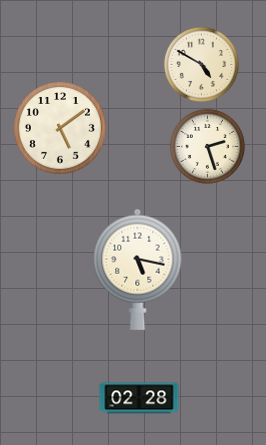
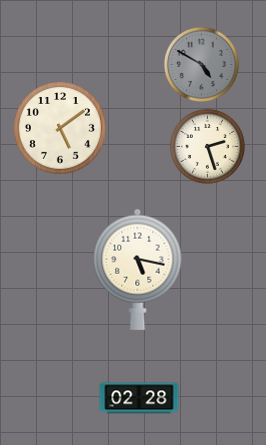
clock at (201, 64) dial: cream -> grey
